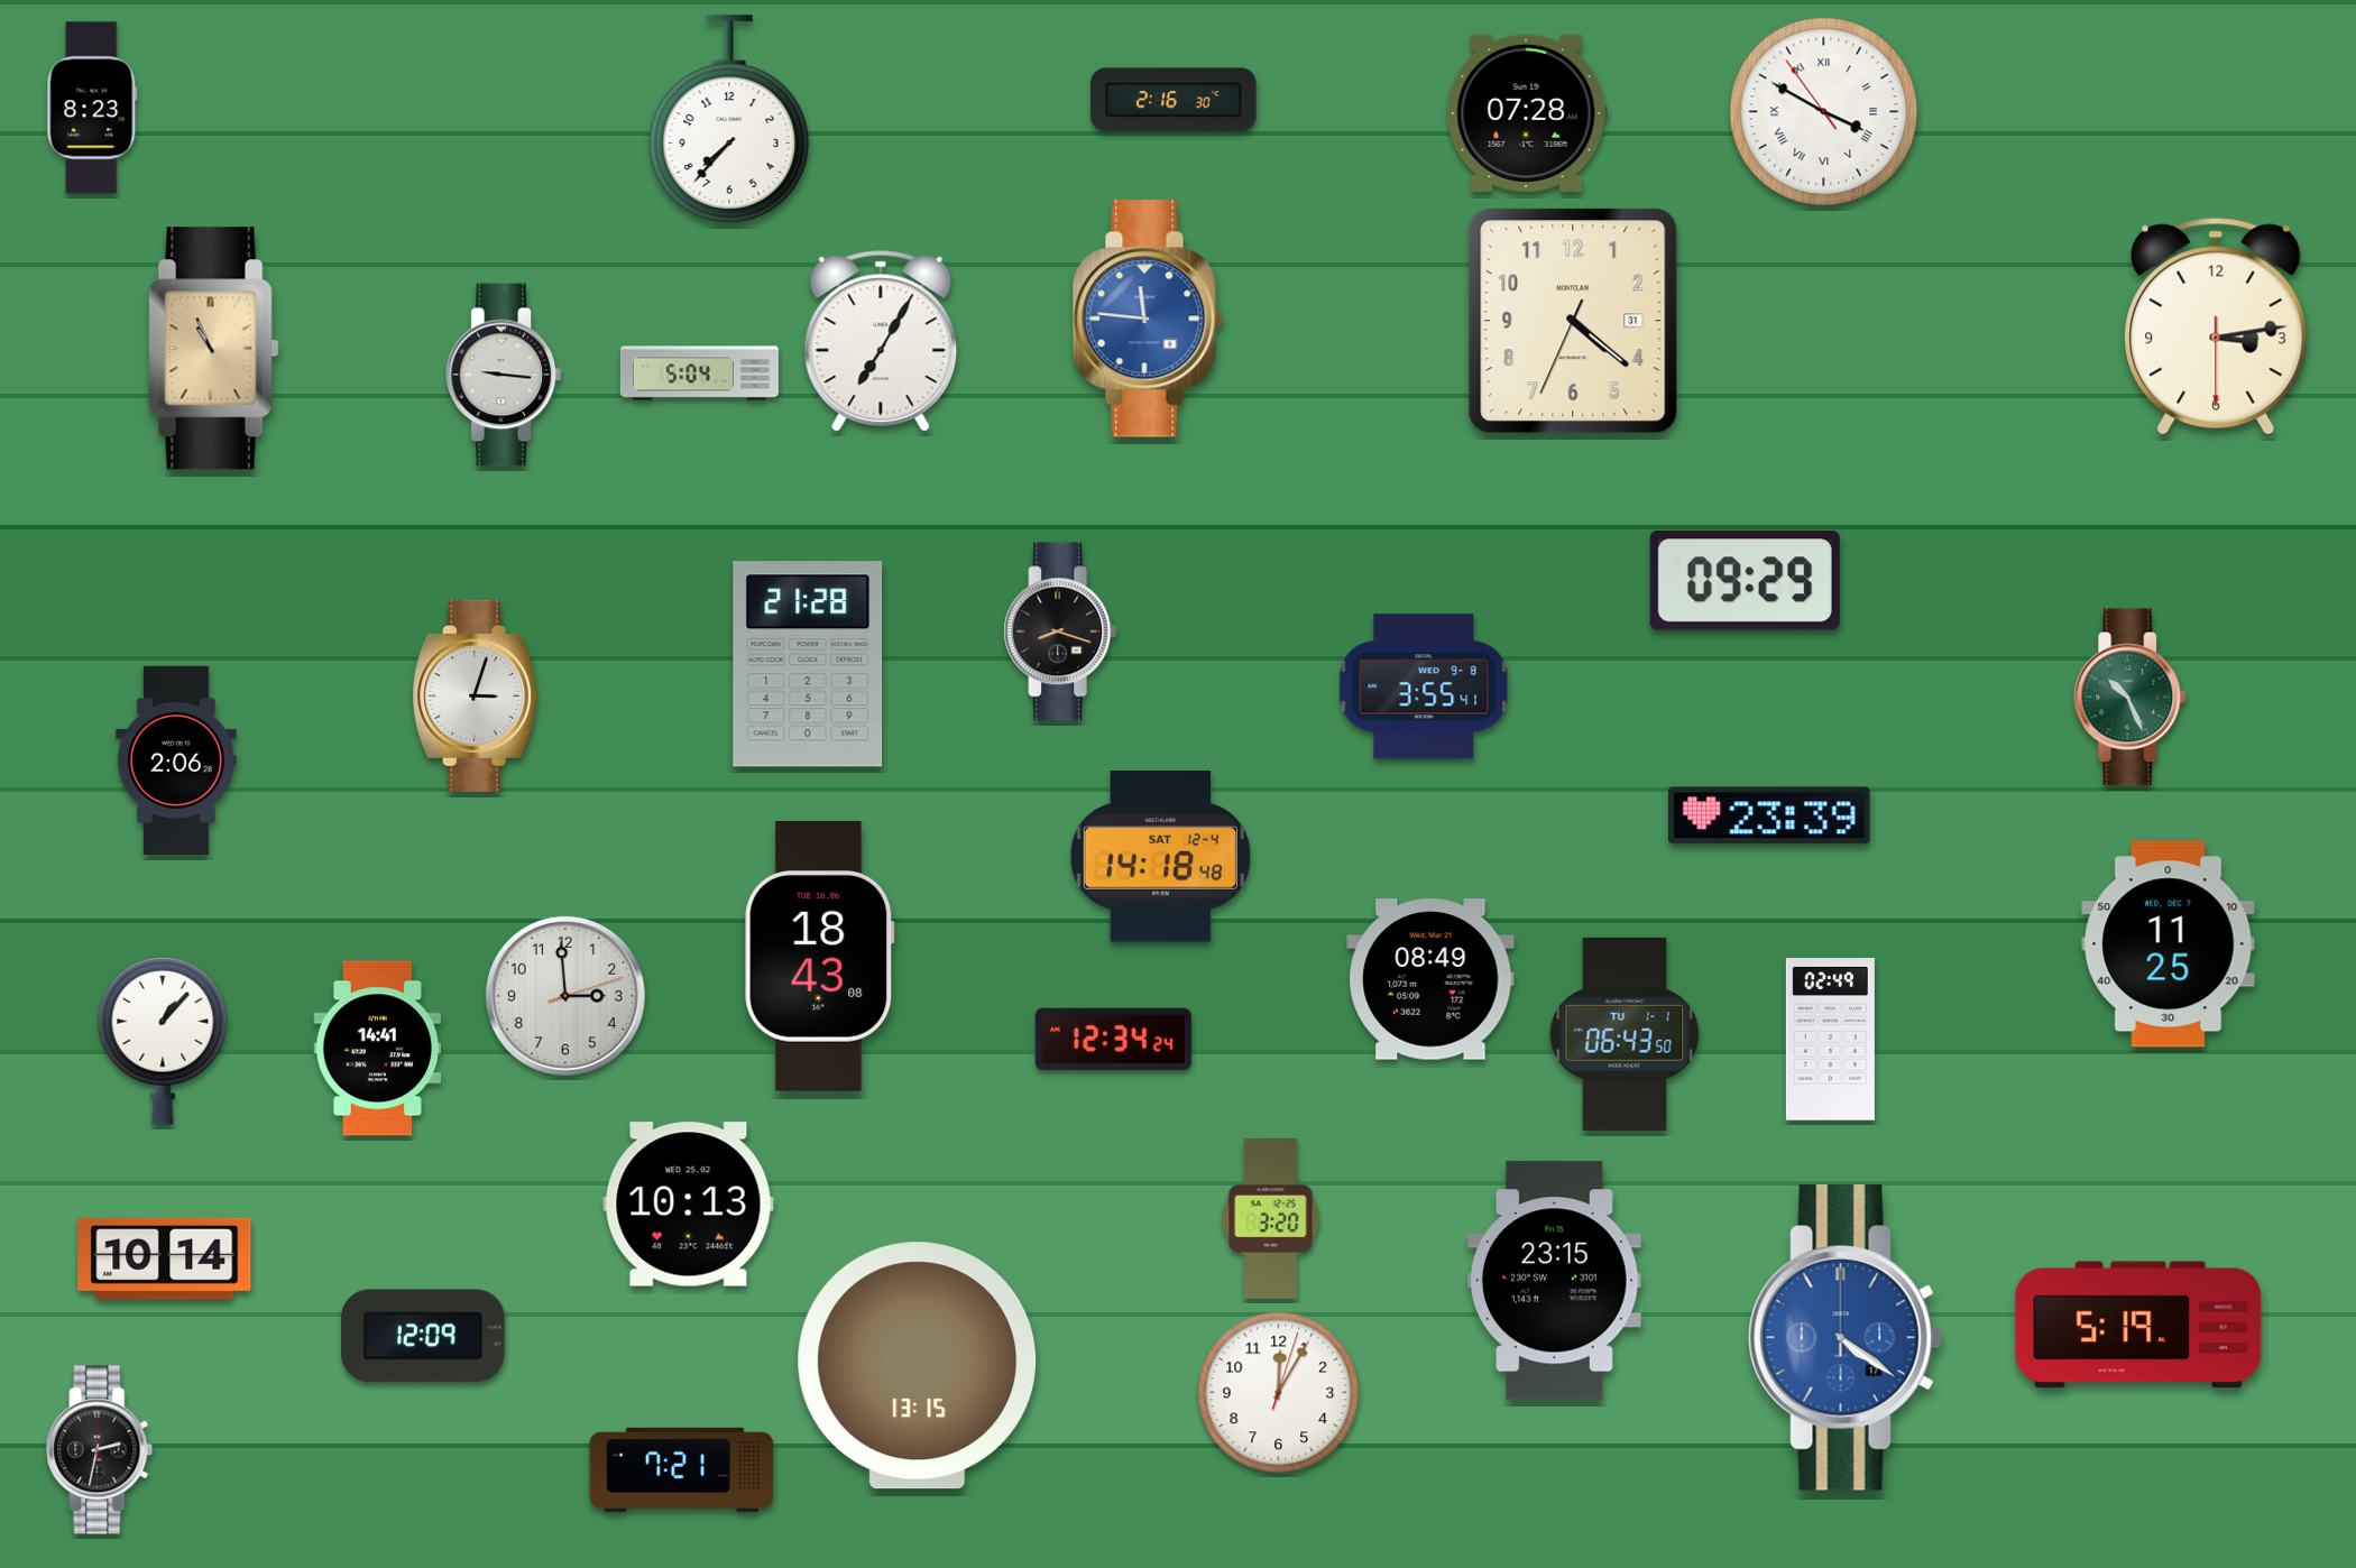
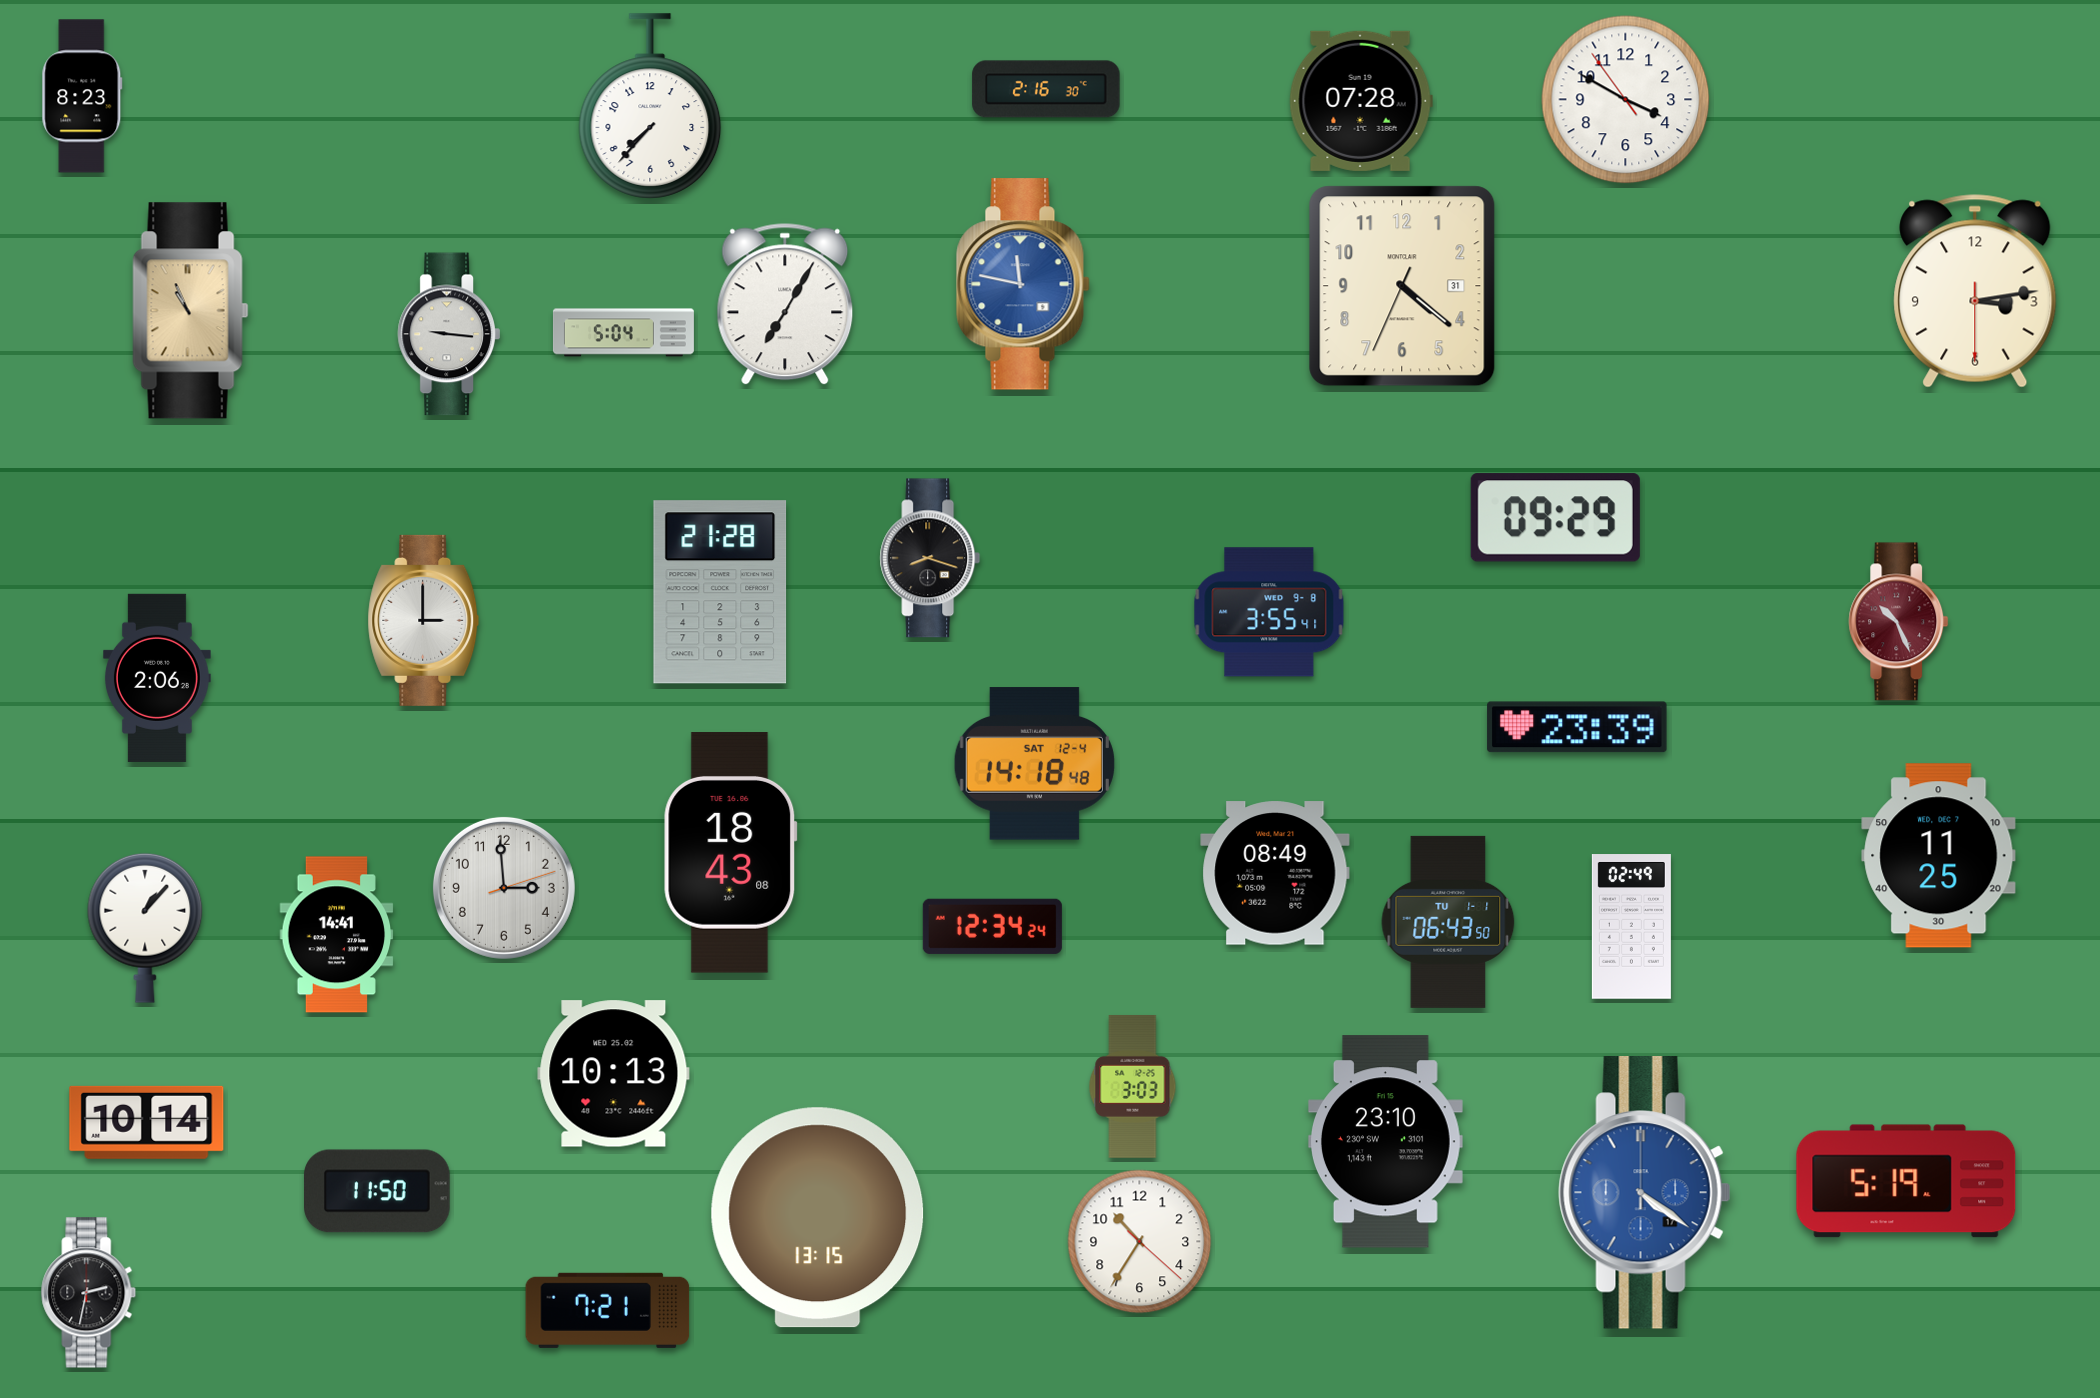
clock at (1824, 112) numerals: Roman -> Arabic
clock at (1148, 319): 11:46 -> 11:47
clock at (1060, 631) position: (1060, 631) -> (930, 558)
clock at (476, 695): 3:03 -> 3:00
clock at (2130, 698) dial: green -> burgundy
clock at (2169, 944) position: (2169, 944) -> (1939, 856)
clock at (1271, 1218): 3:20 -> 3:03
clock at (1554, 1281): 23:15 -> 23:10
clock at (423, 1336): 12:09 -> 11:50
clock at (1279, 1393): 12:05 -> 10:35
